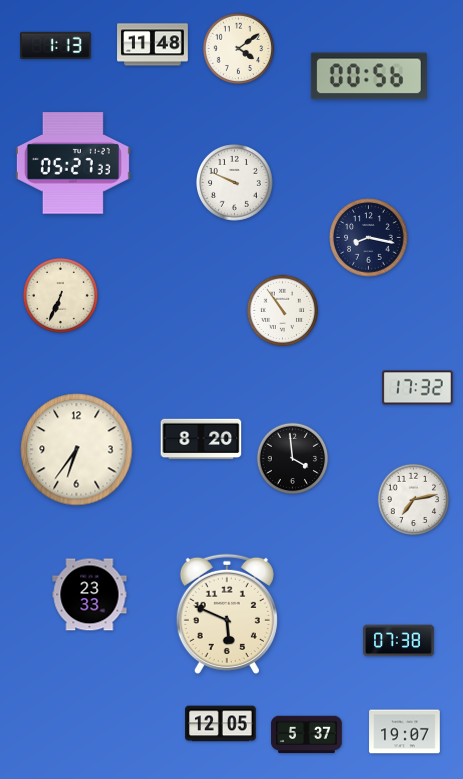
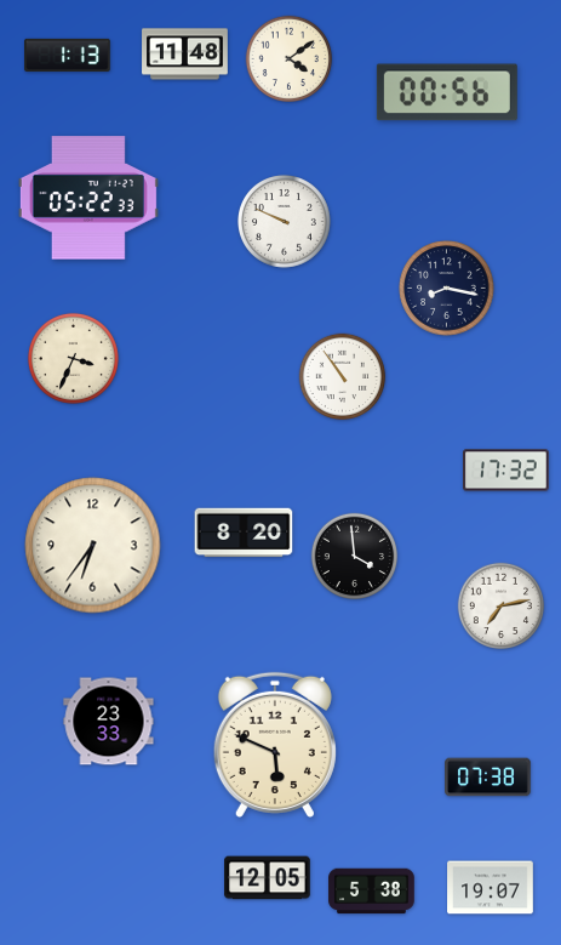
clock at (73, 163): 05:27 -> 05:22
clock at (60, 295): 6:34 -> 3:34
clock at (399, 641) position: (399, 641) -> (488, 778)
clock at (307, 735): 5:37 -> 5:38
